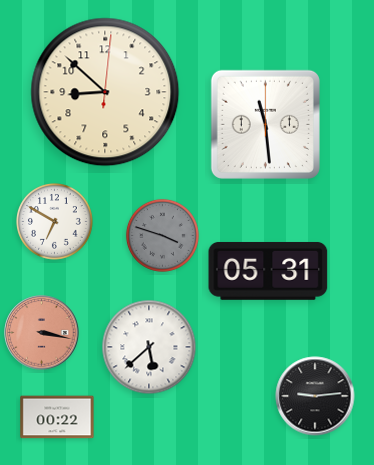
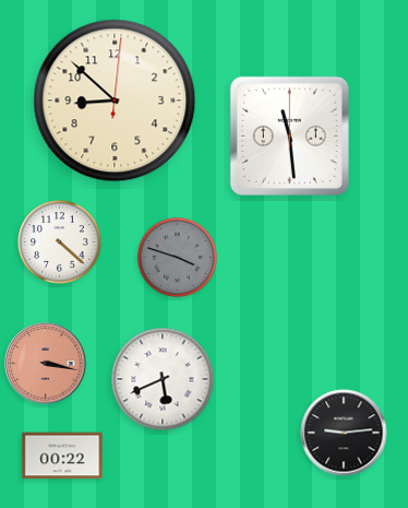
clock at (55, 222): 6:50 -> 4:22
clock at (268, 271): 05:31 -> none
clock at (149, 347): 5:38 -> 5:41
